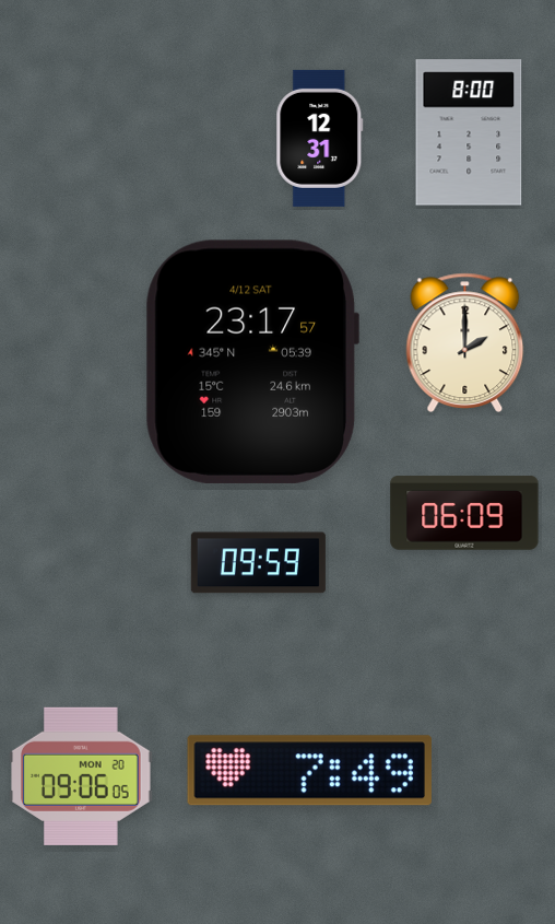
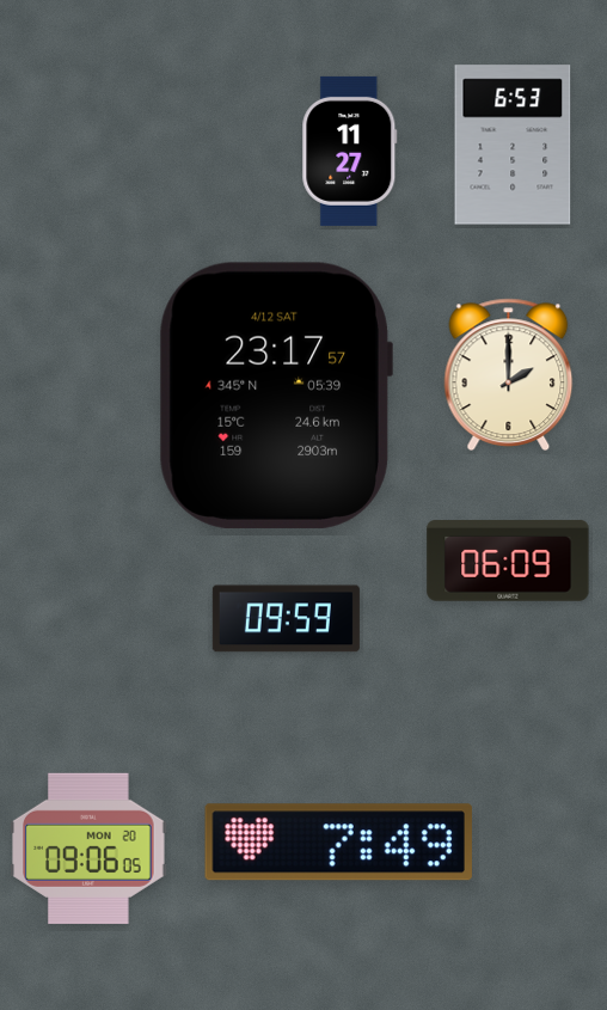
clock at (469, 132): 8:00 -> 6:53
clock at (320, 138): 12:31 -> 11:27
clock at (258, 563) position: (258, 563) -> (286, 619)
